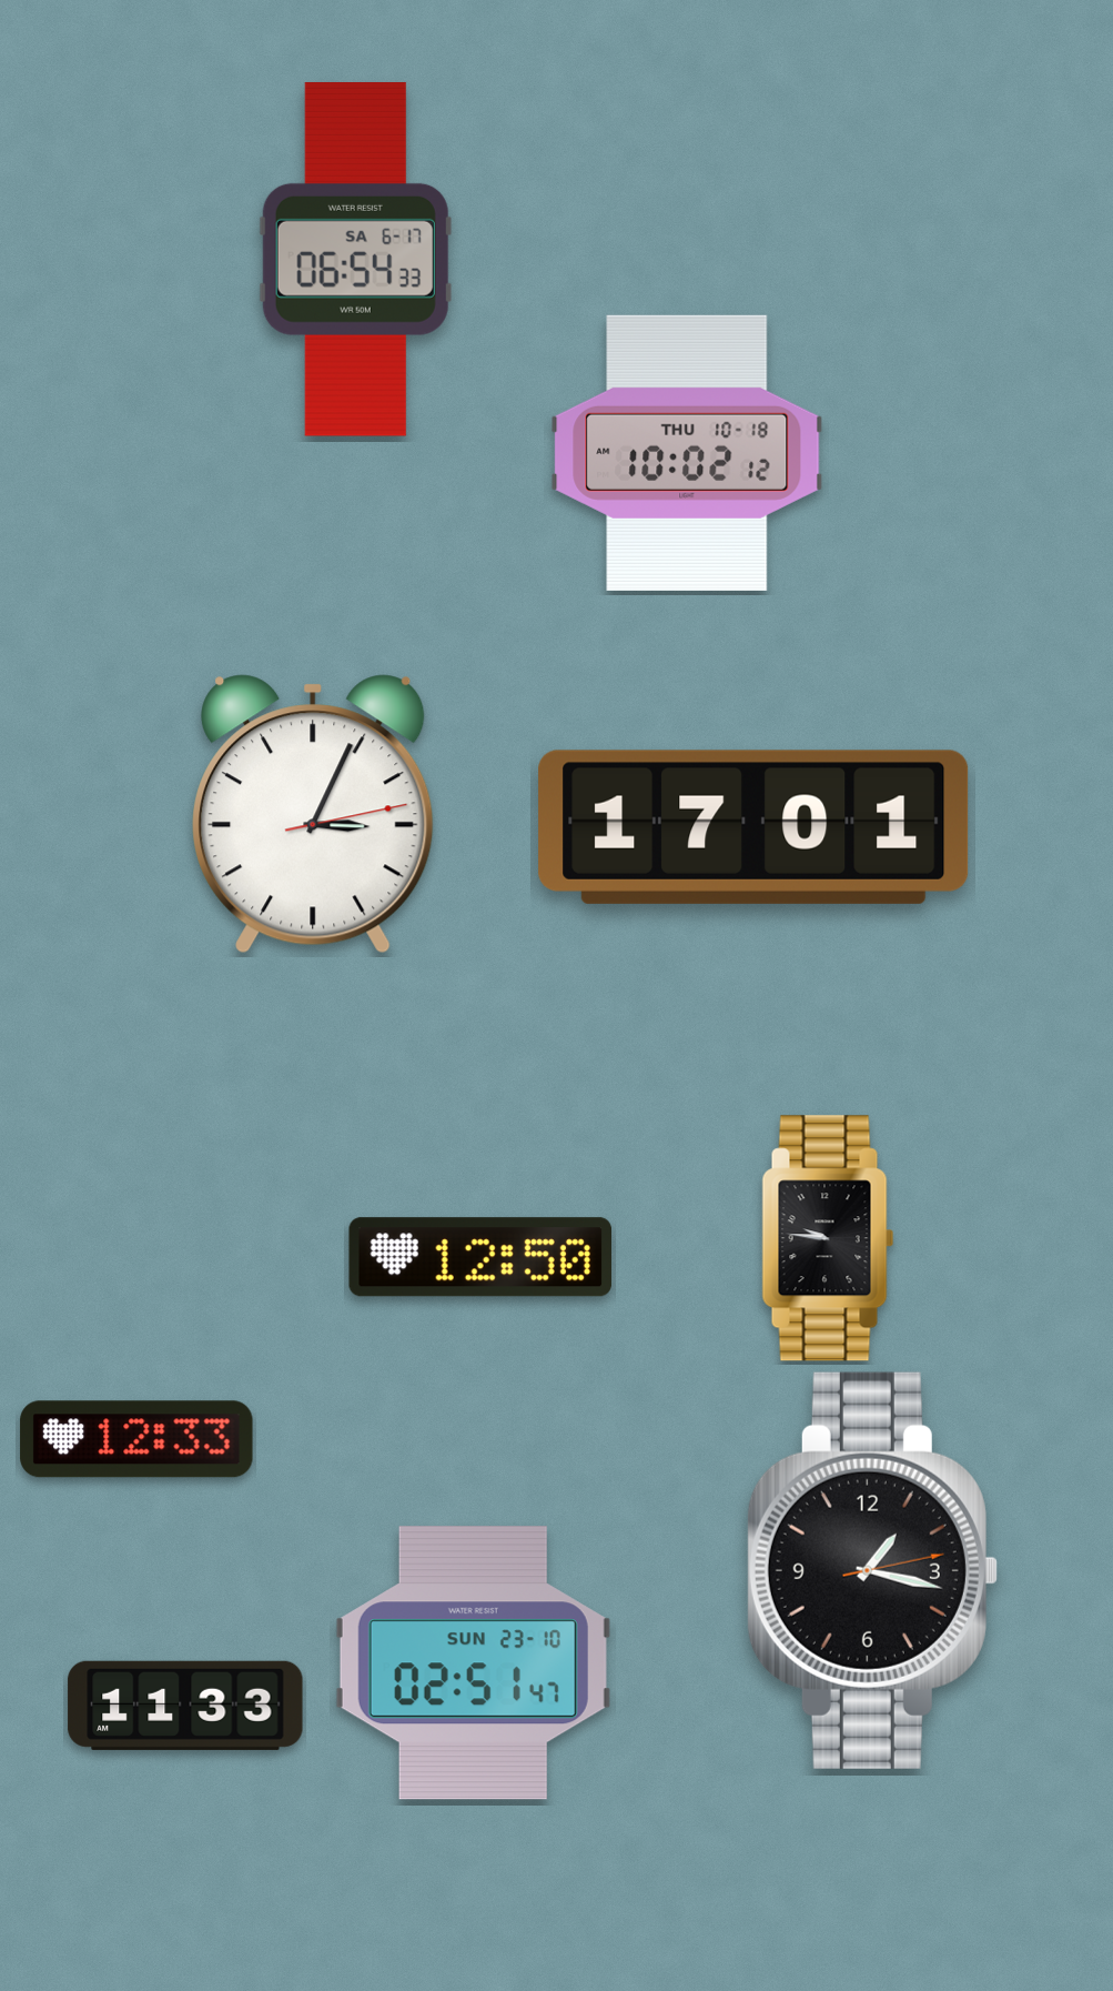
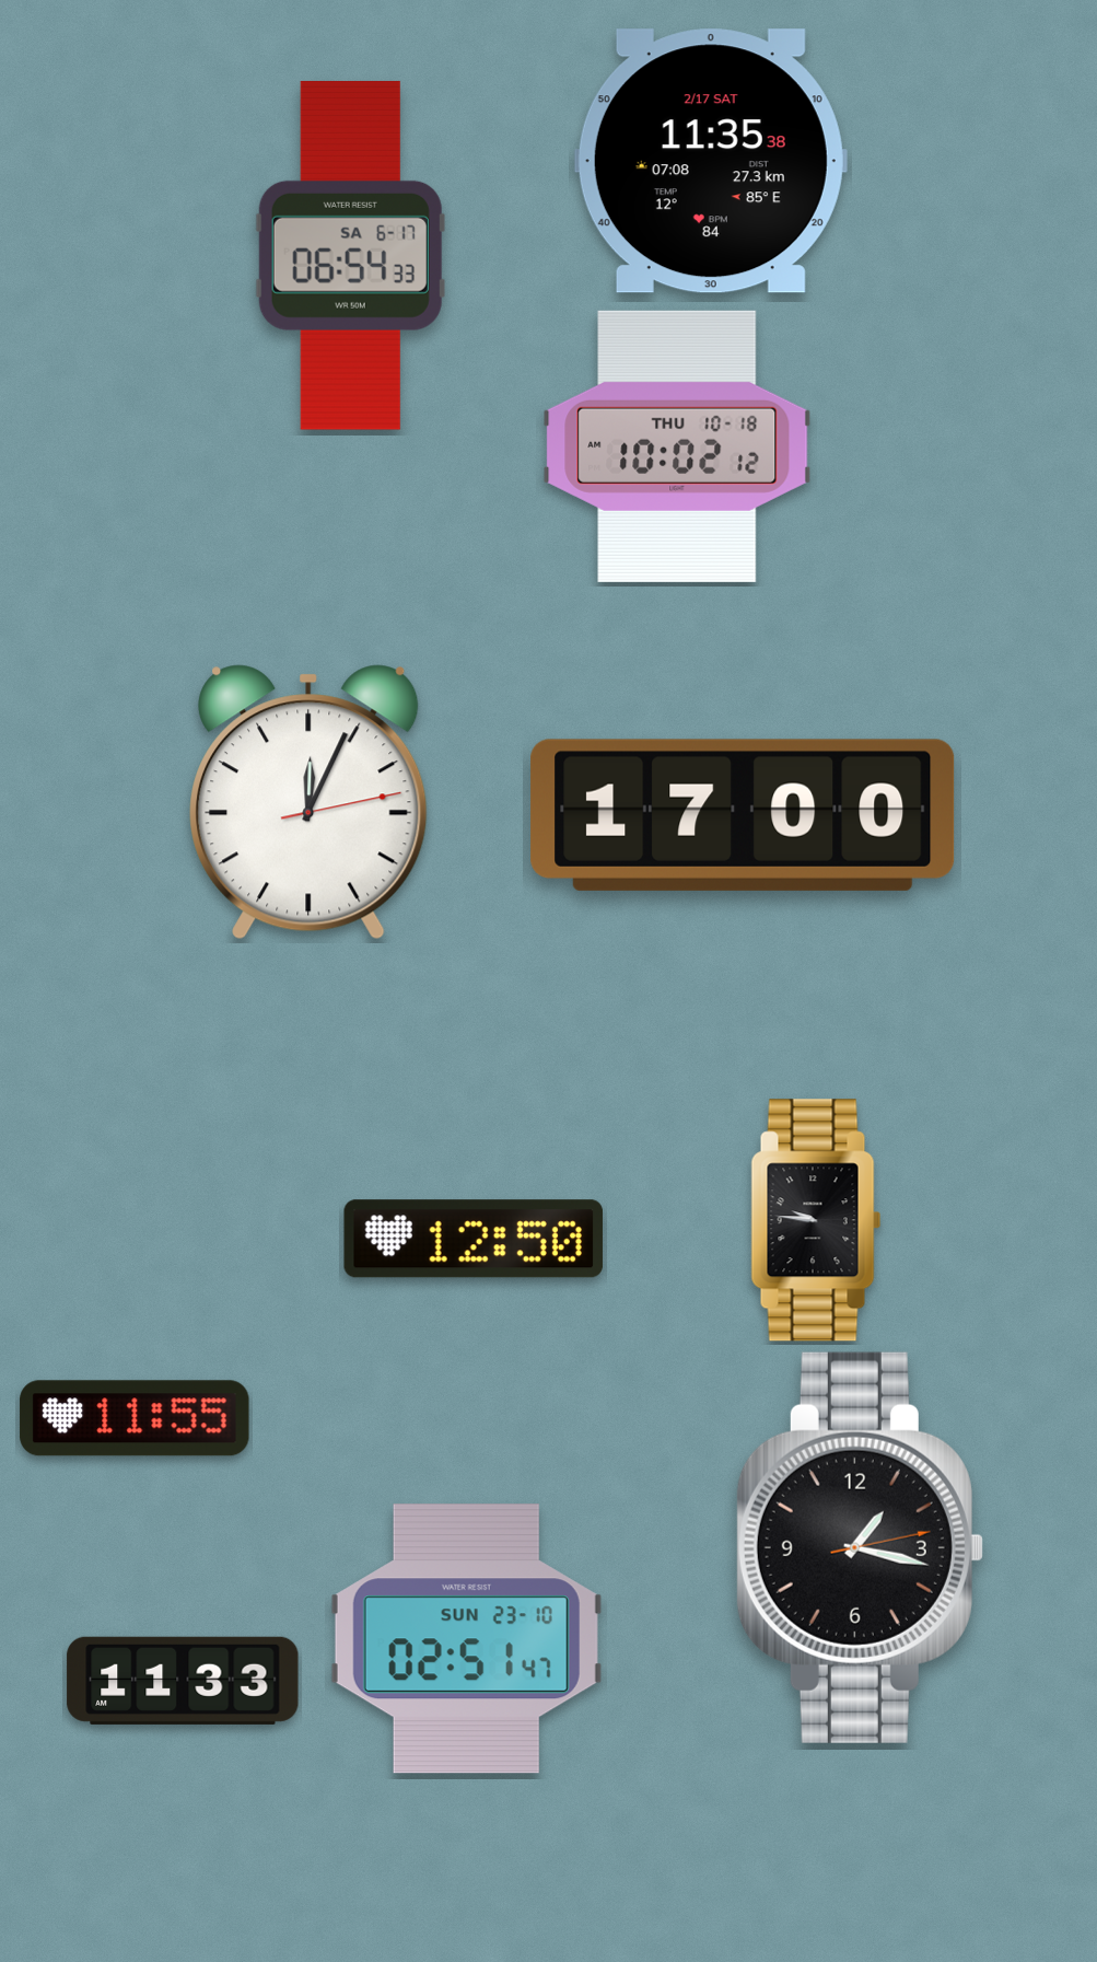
clock at (711, 161): none -> 11:35
clock at (313, 814): 3:04 -> 12:04
clock at (753, 827): 17:01 -> 17:00
clock at (136, 1439): 12:33 -> 11:55
